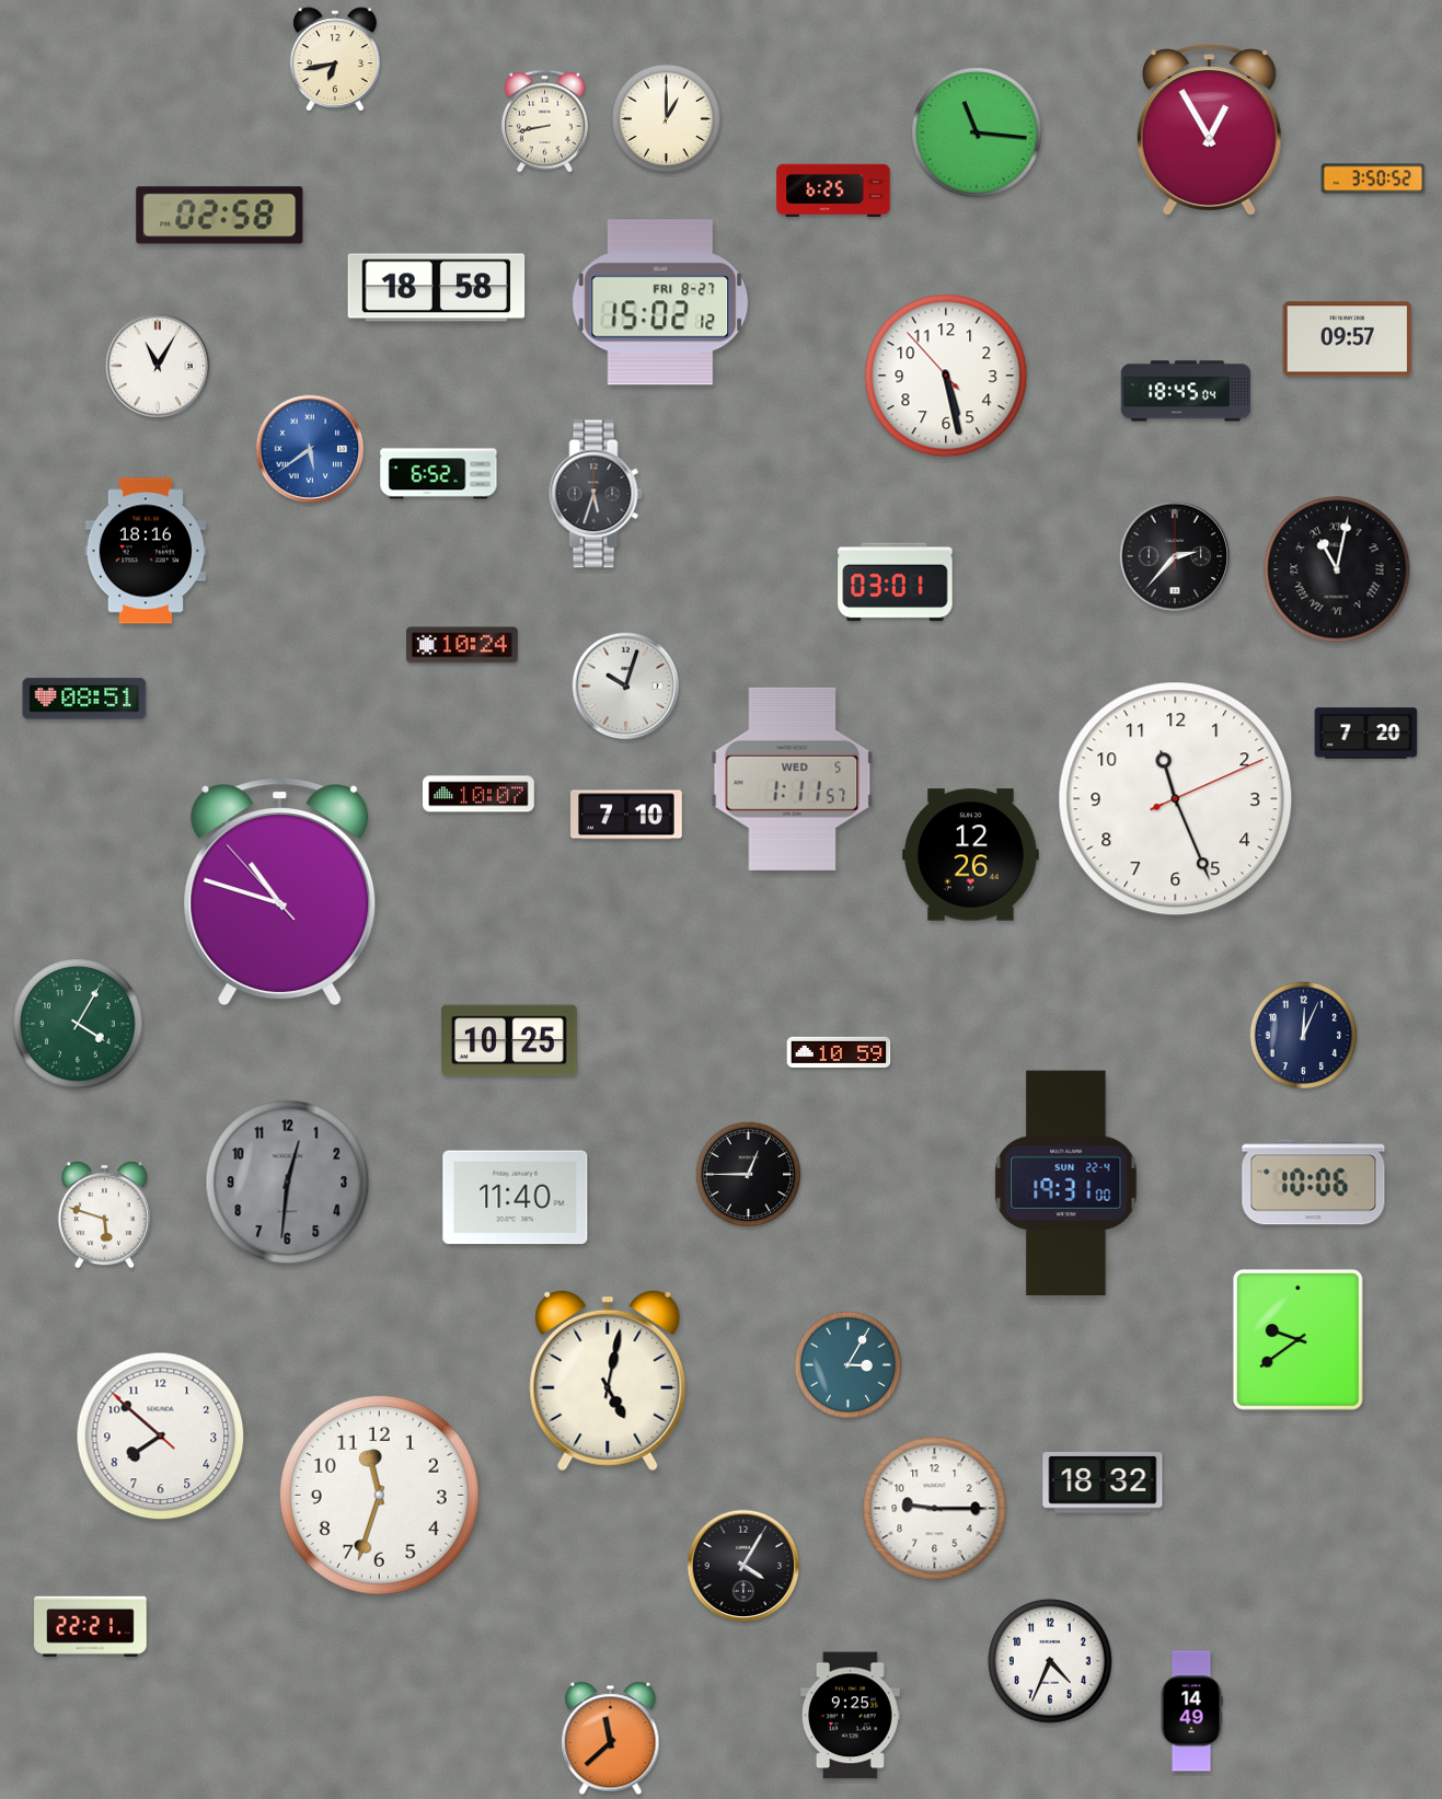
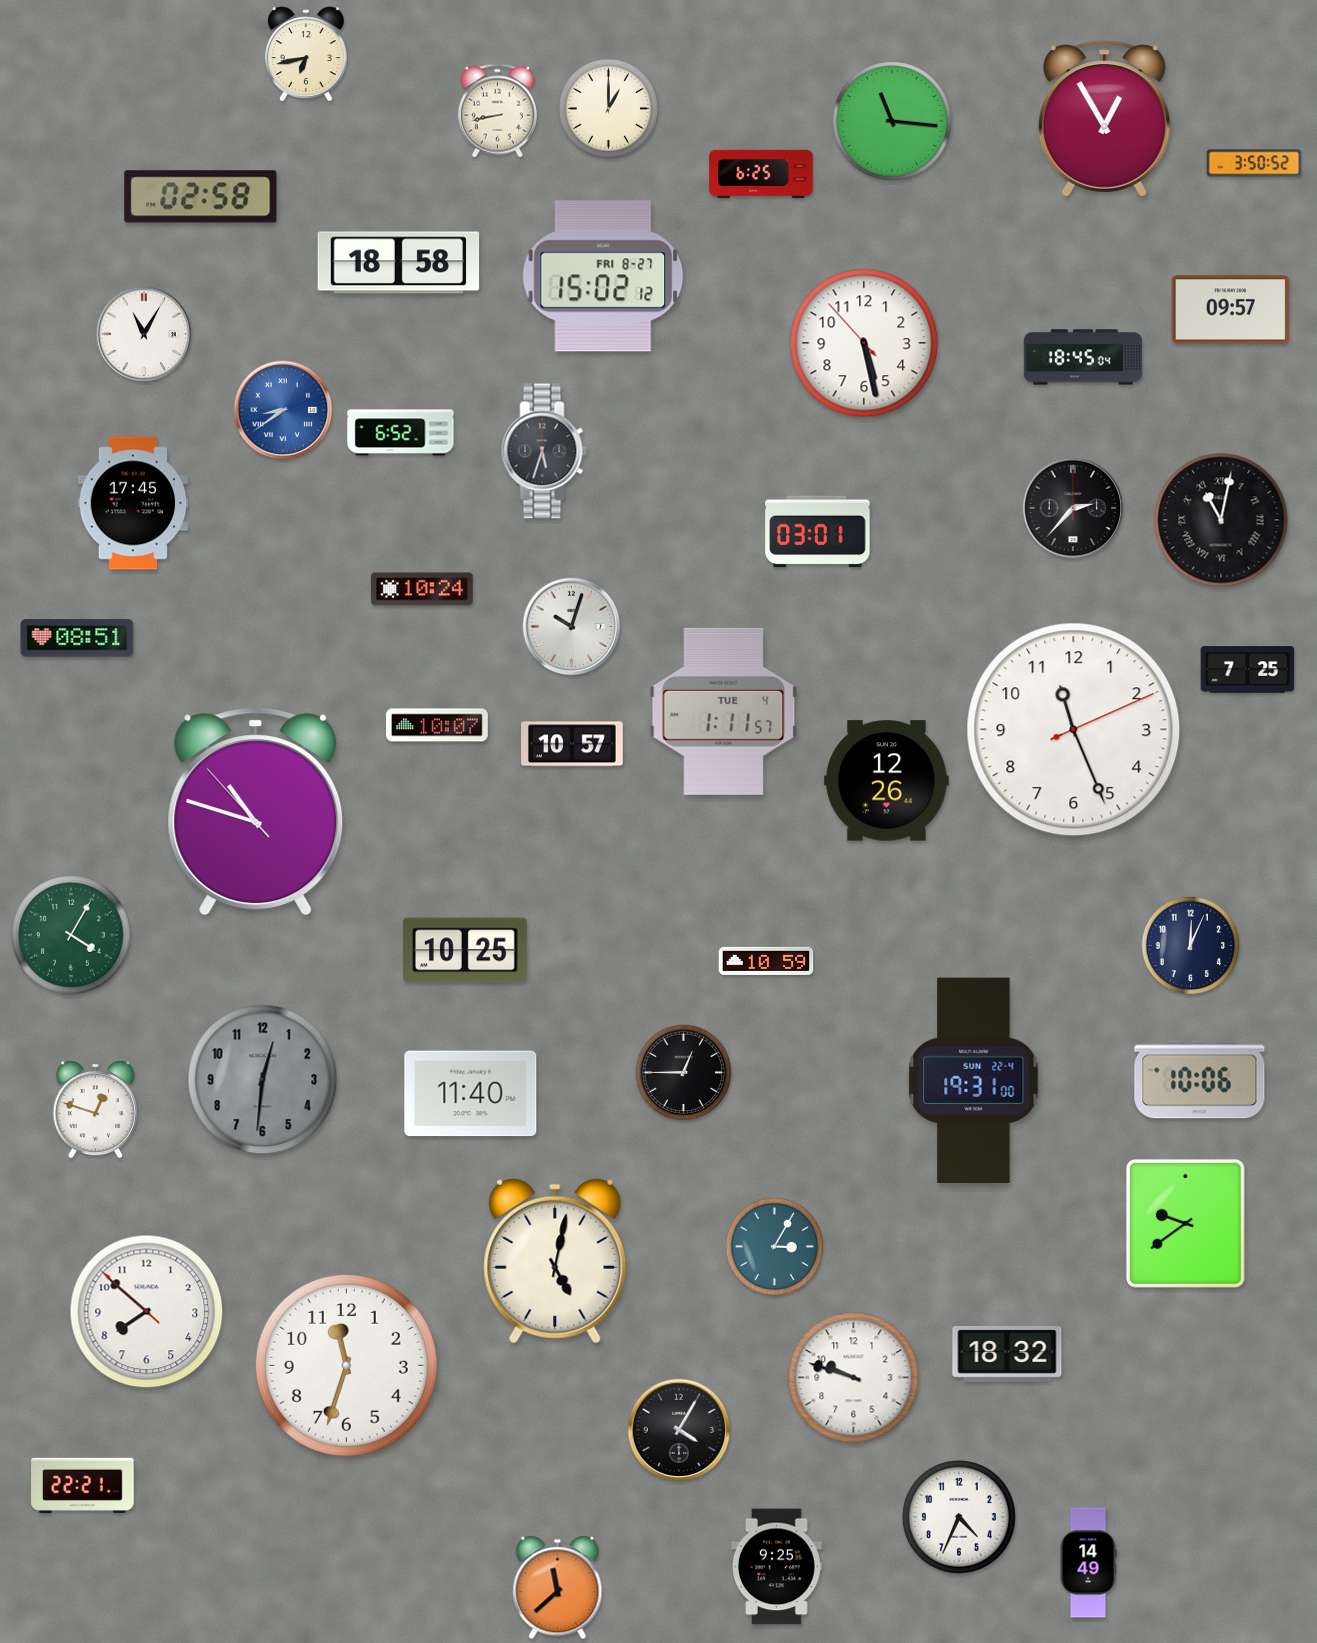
clock at (310, 449): 5:39 -> 8:39
clock at (146, 551): 18:16 -> 17:45
clock at (1366, 734): 7:20 -> 7:25
clock at (793, 779) date: WED 5 -> TUE 4
clock at (626, 815): 7:10 -> 10:57
clock at (280, 892) position: (280, 892) -> (256, 812)
clock at (104, 1214): 5:48 -> 12:48
clock at (935, 1509): 9:15 -> 9:48
